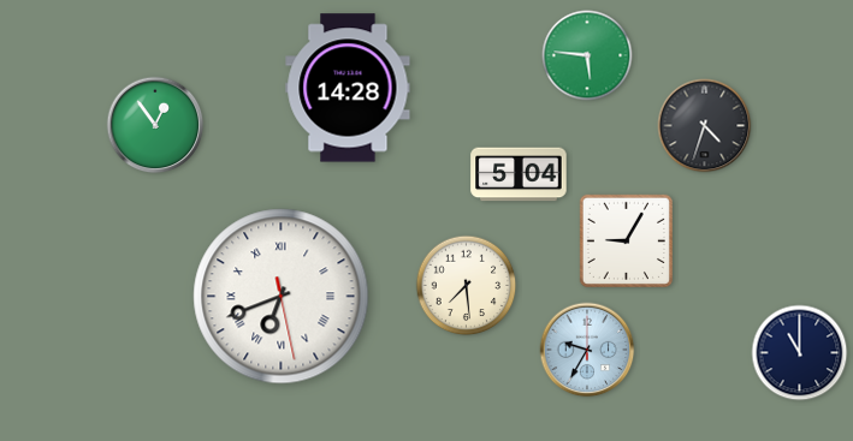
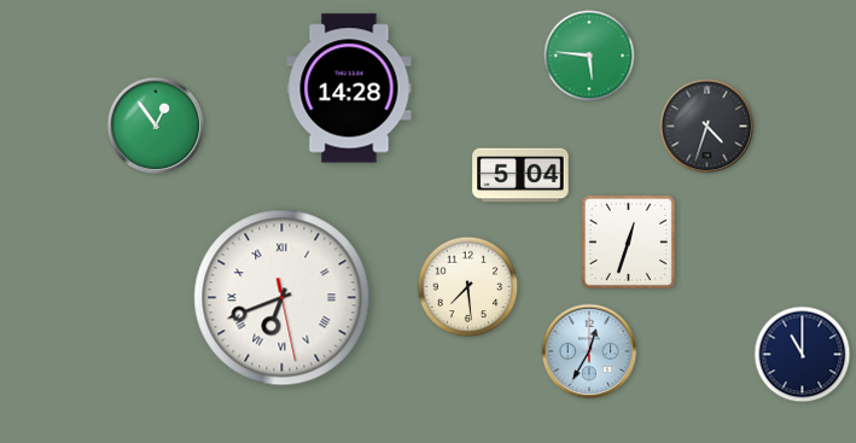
clock at (626, 240): 9:05 -> 12:33
clock at (587, 350): 9:35 -> 12:35
